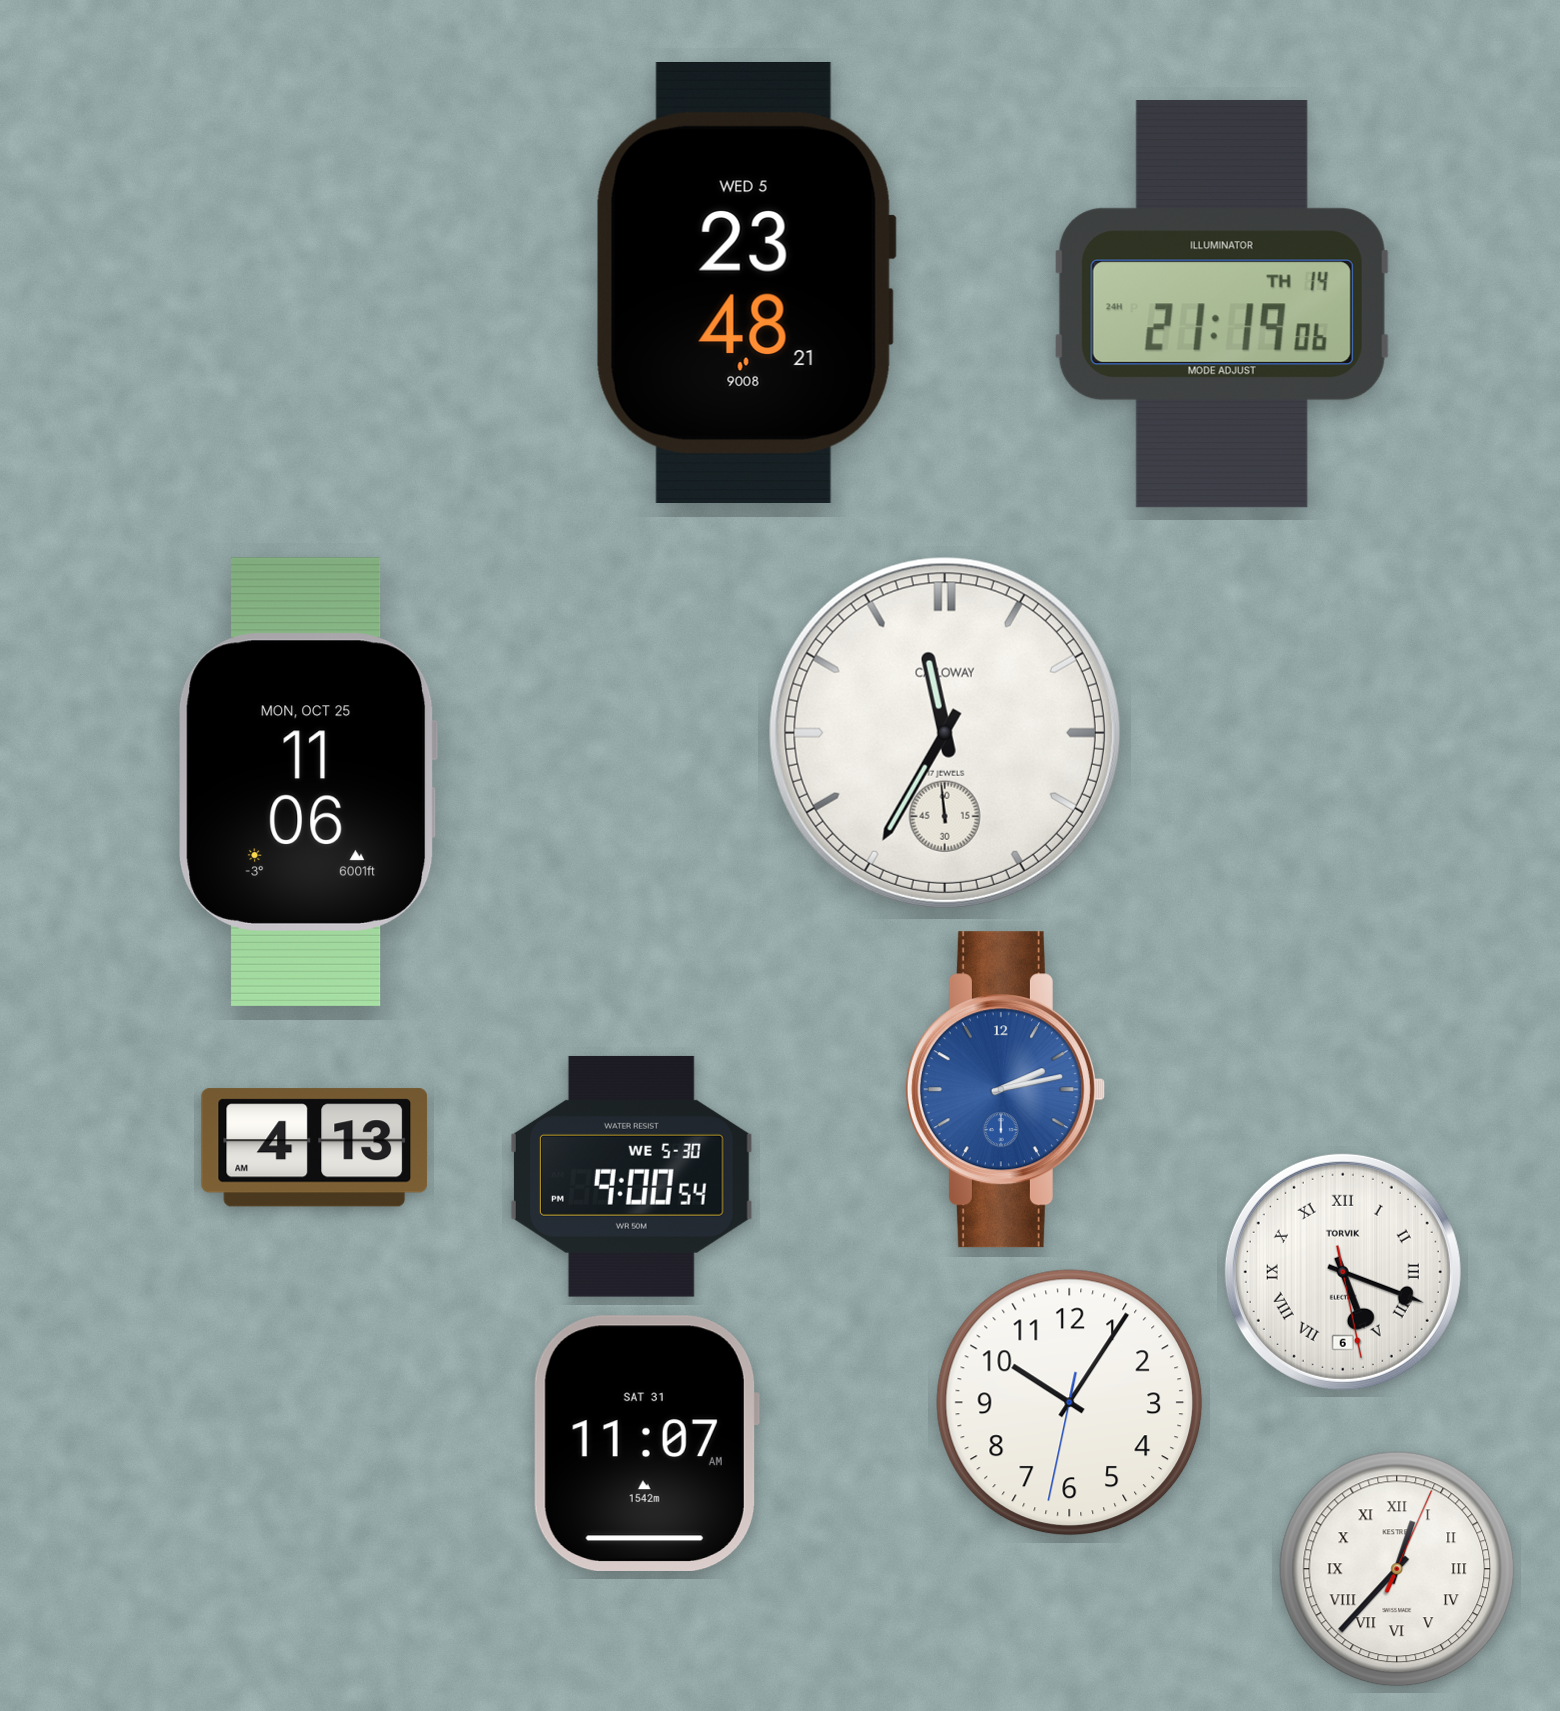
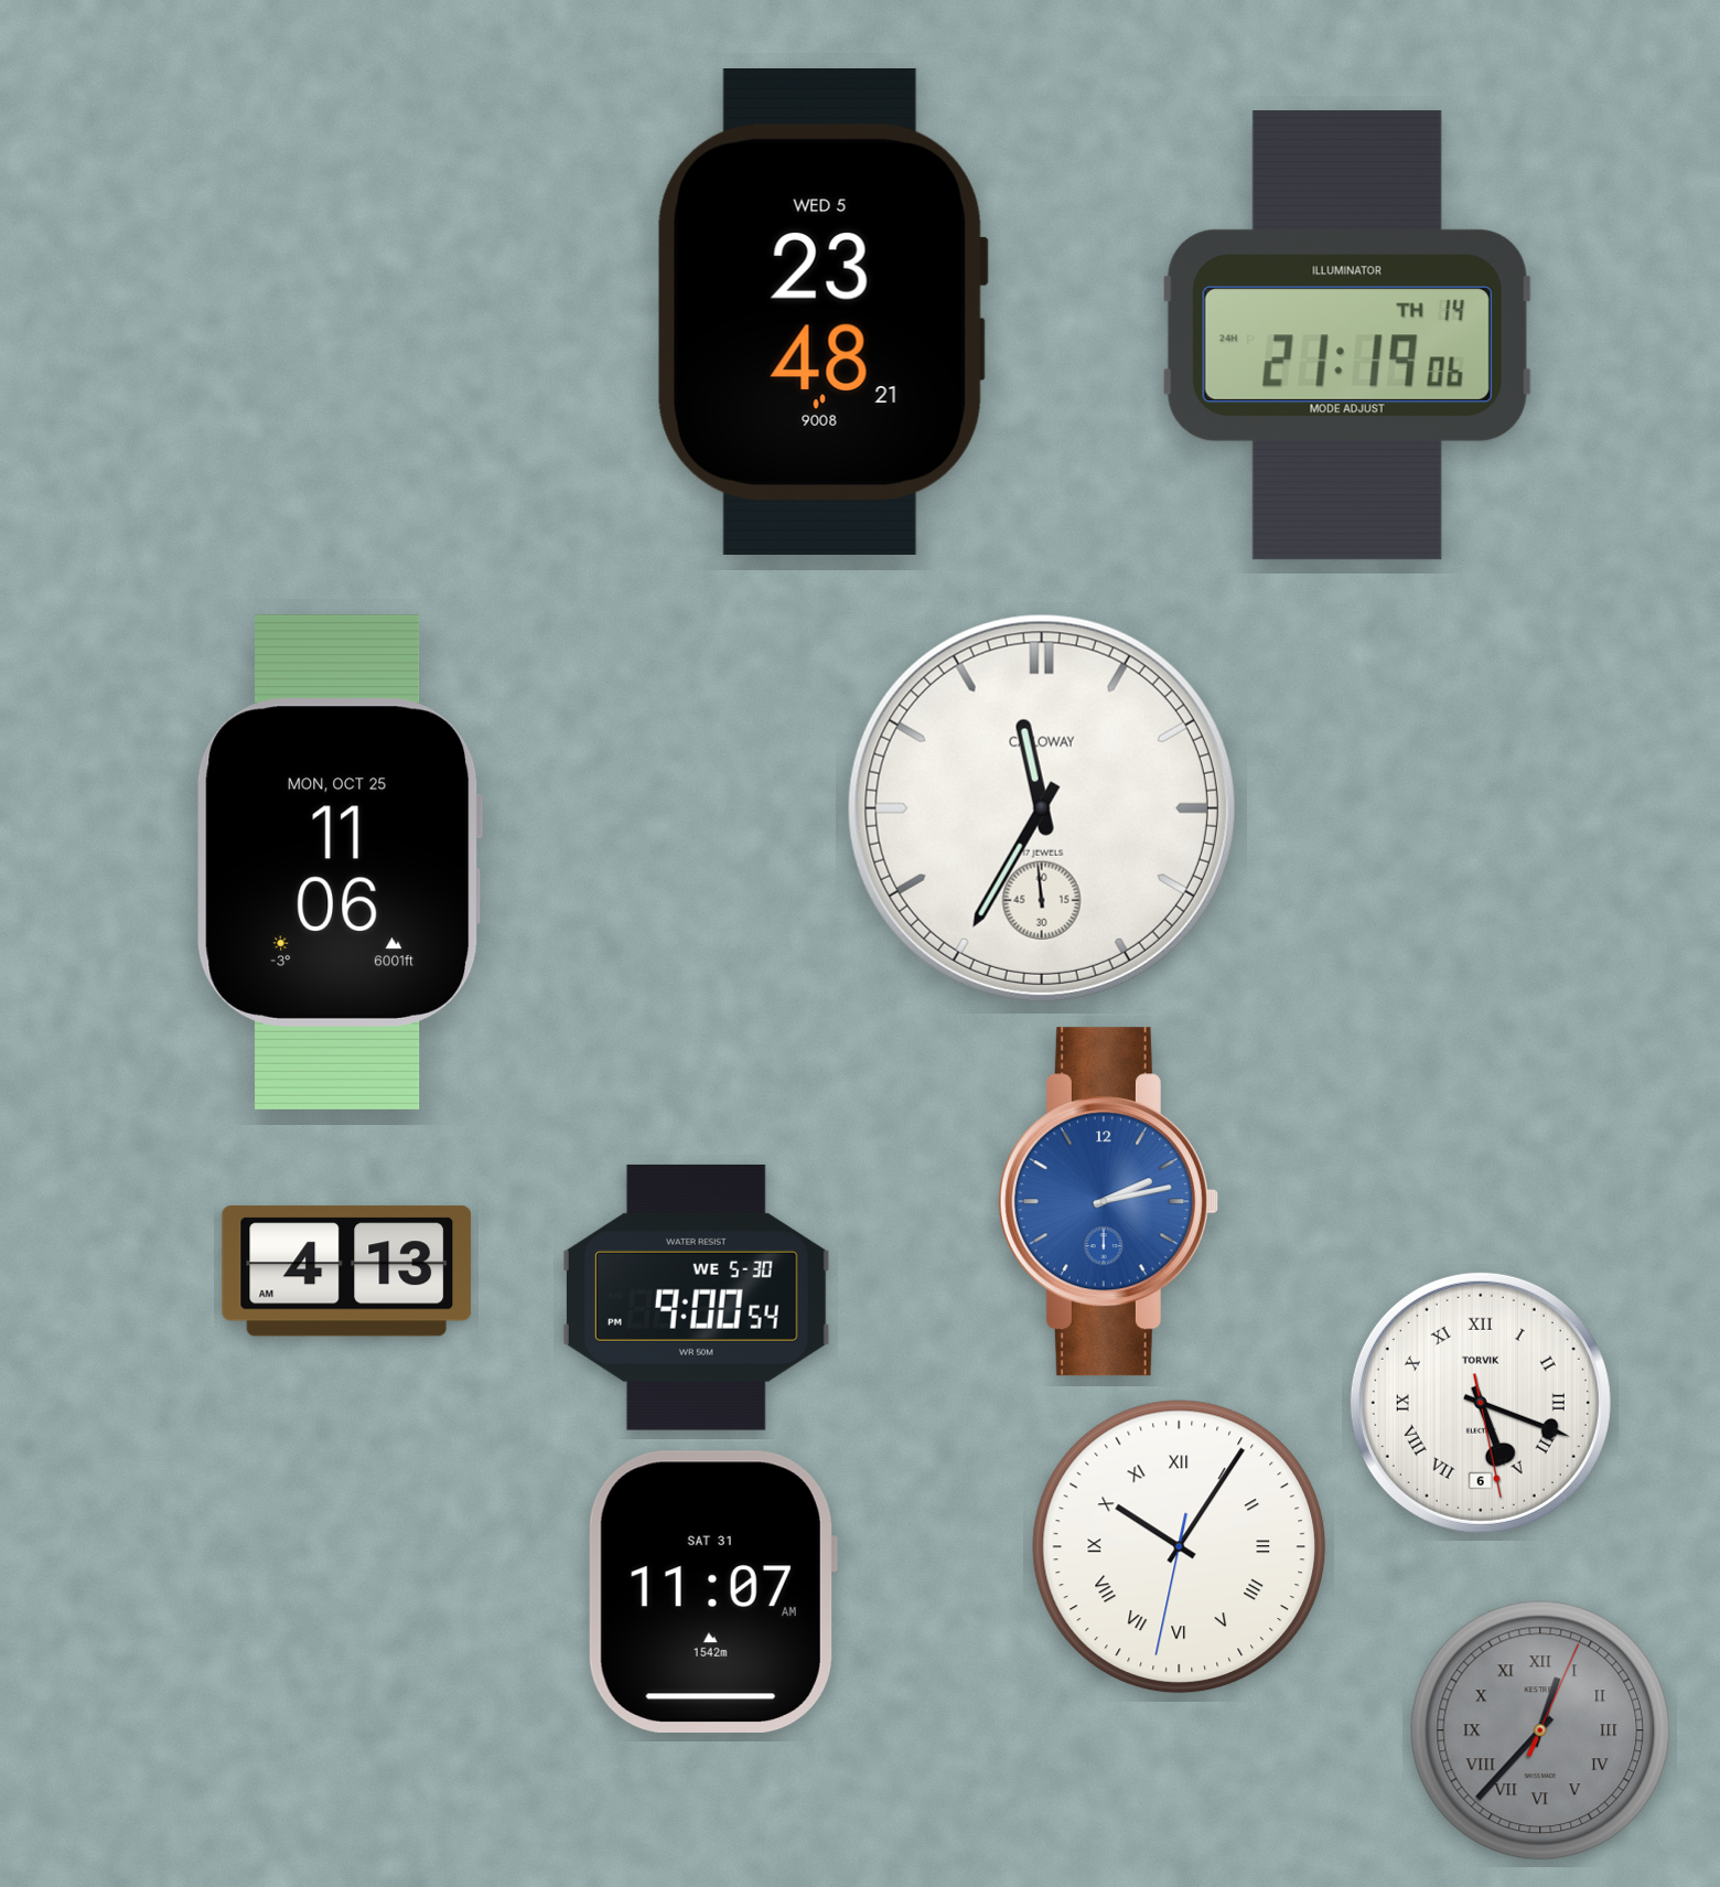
clock at (315, 1148) position: (315, 1148) -> (347, 1272)
clock at (1070, 1403) numerals: Arabic -> Roman
clock at (1397, 1569) dial: white -> grey
